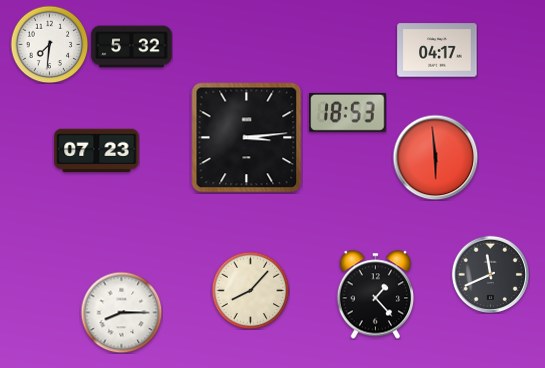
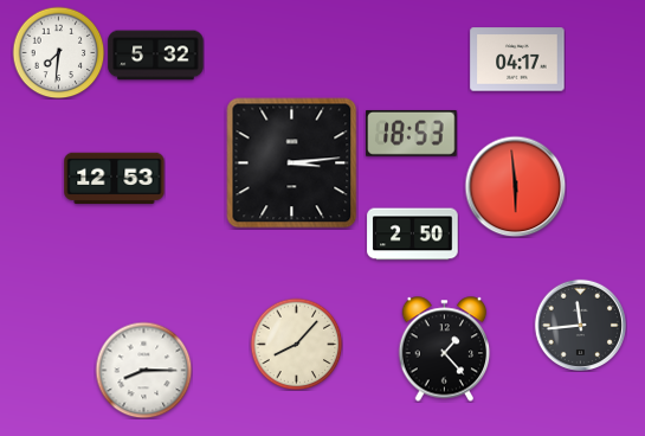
clock at (97, 151): 07:23 -> 12:53
clock at (413, 235): none -> 2:50
clock at (490, 274): 11:41 -> 11:44
